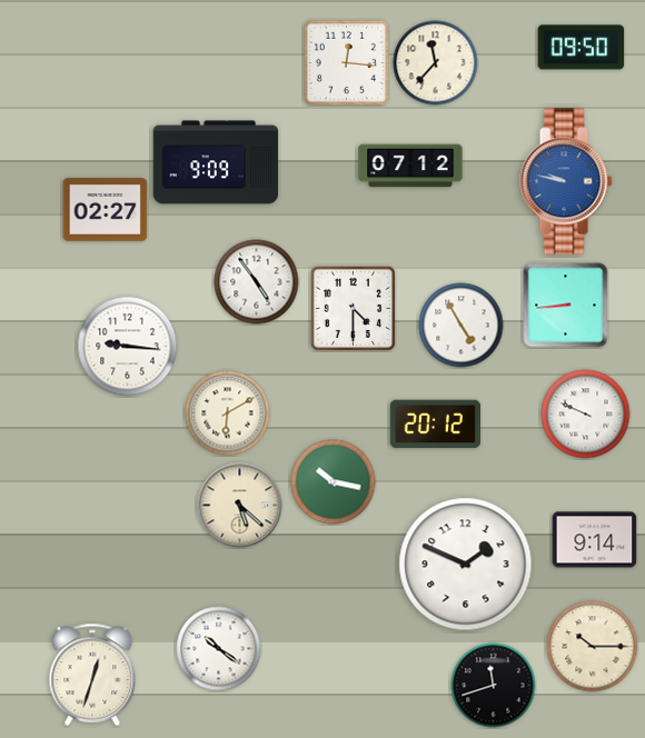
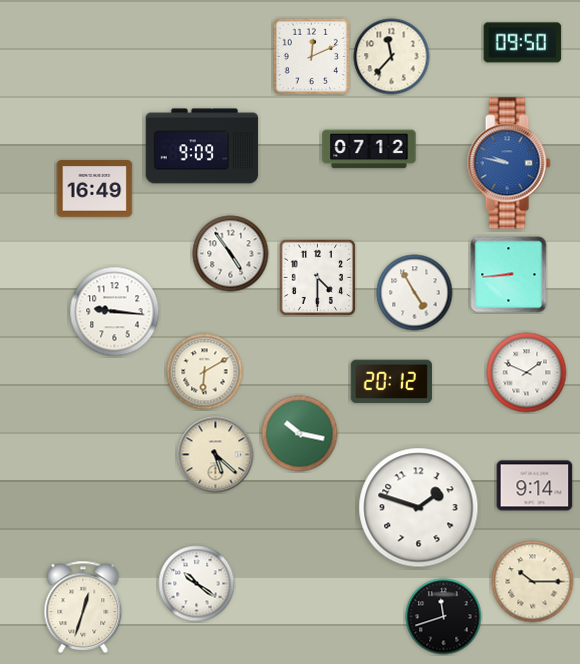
clock at (346, 62): 12:16 -> 12:11
clock at (216, 162) position: (216, 162) -> (202, 146)
clock at (106, 210): 02:27 -> 16:49
clock at (586, 415): 9:49 -> 1:49
clock at (466, 565): 1:49 -> 1:48
